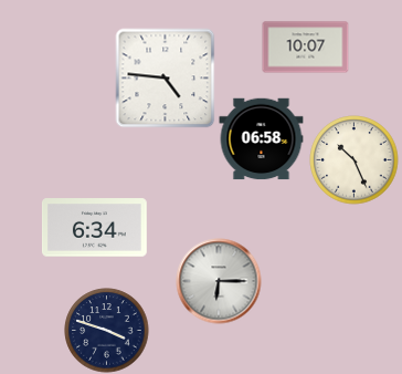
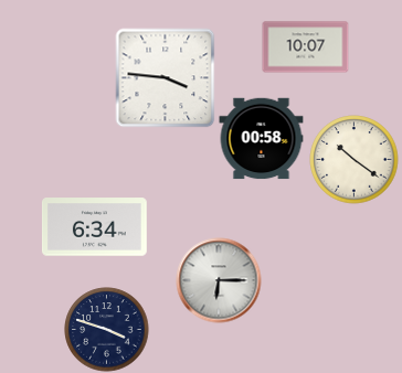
clock at (166, 79): 4:46 -> 3:46
clock at (262, 139): 06:58 -> 00:58
clock at (355, 160): 10:26 -> 10:21
